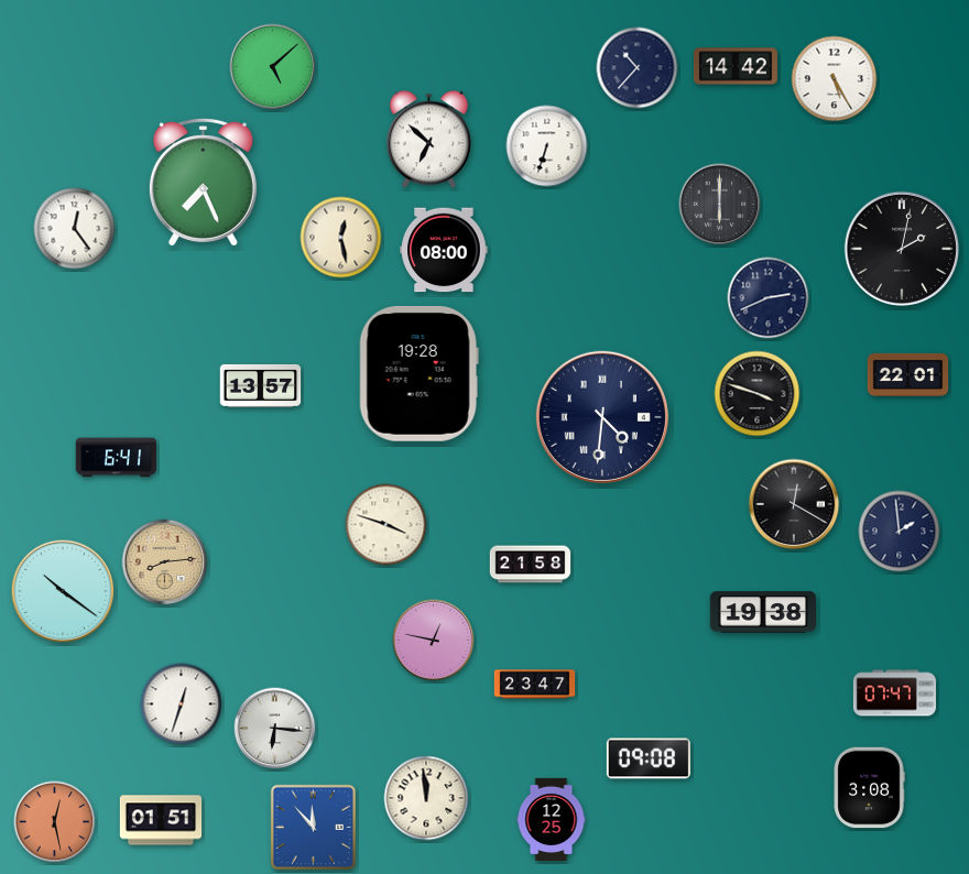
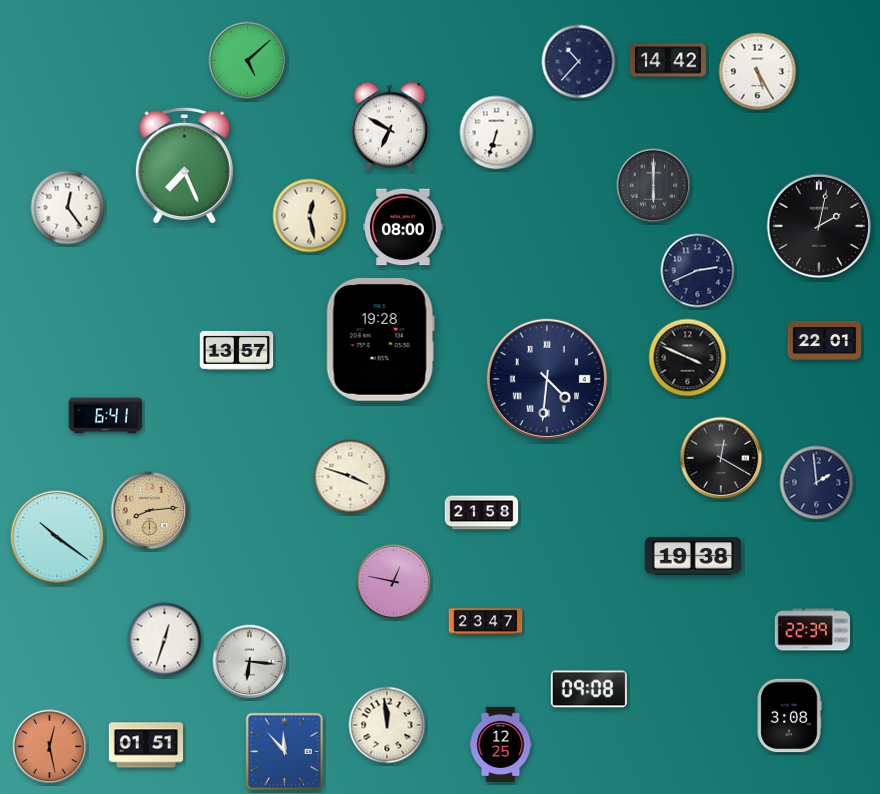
clock at (428, 140): 6:52 -> 6:50
clock at (758, 394): 3:48 -> 3:49
clock at (894, 693): 07:47 -> 22:39
